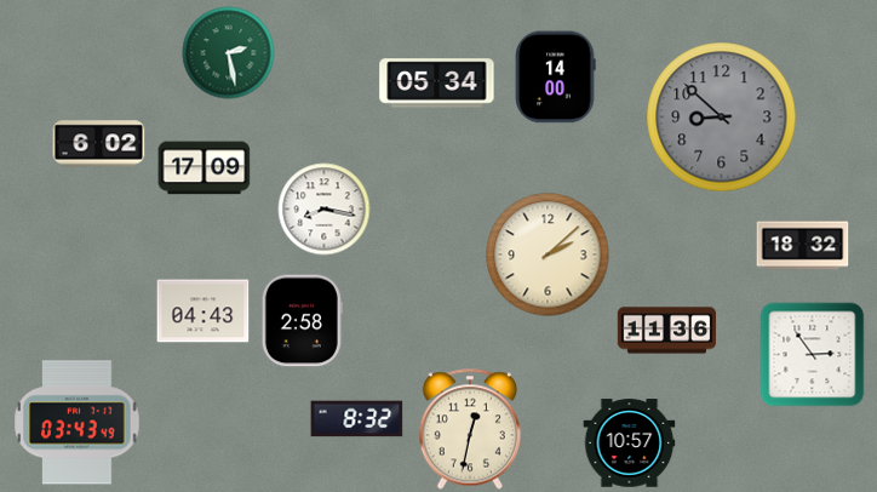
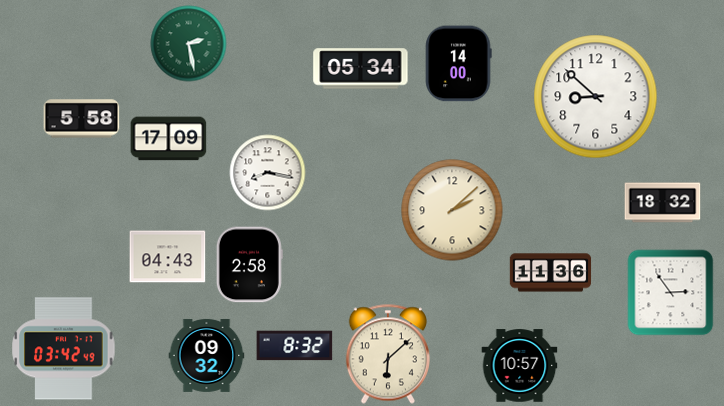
clock at (722, 118) dial: grey -> white
clock at (99, 144): 6:02 -> 5:58
clock at (78, 423): 03:43 -> 03:42
clock at (470, 429): 12:32 -> 6:08
clock at (207, 355): none -> 09:32
